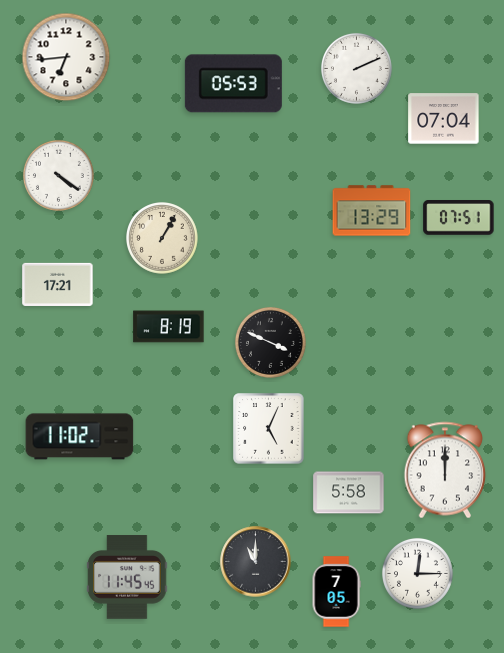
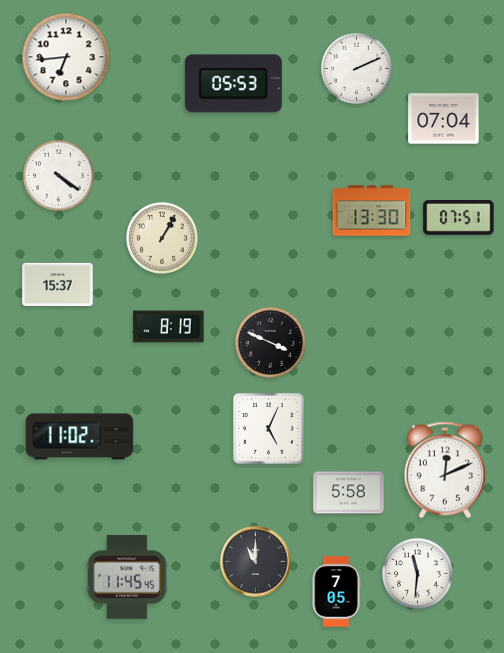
clock at (372, 211): 13:29 -> 13:30
clock at (58, 284): 17:21 -> 15:37
clock at (444, 470): 12:00 -> 12:11
clock at (417, 573): 12:15 -> 11:31
